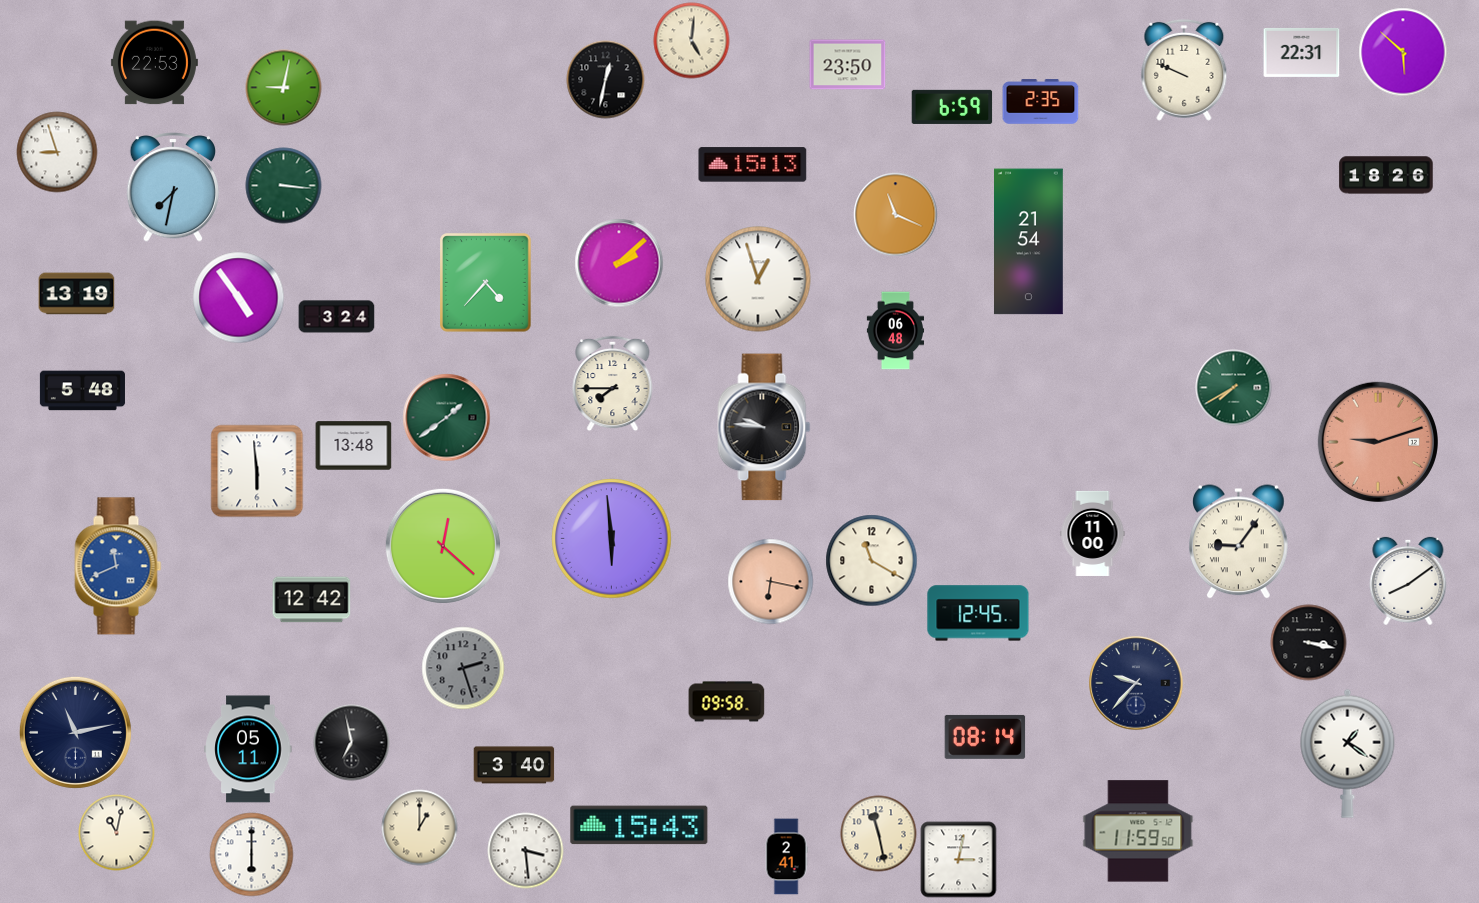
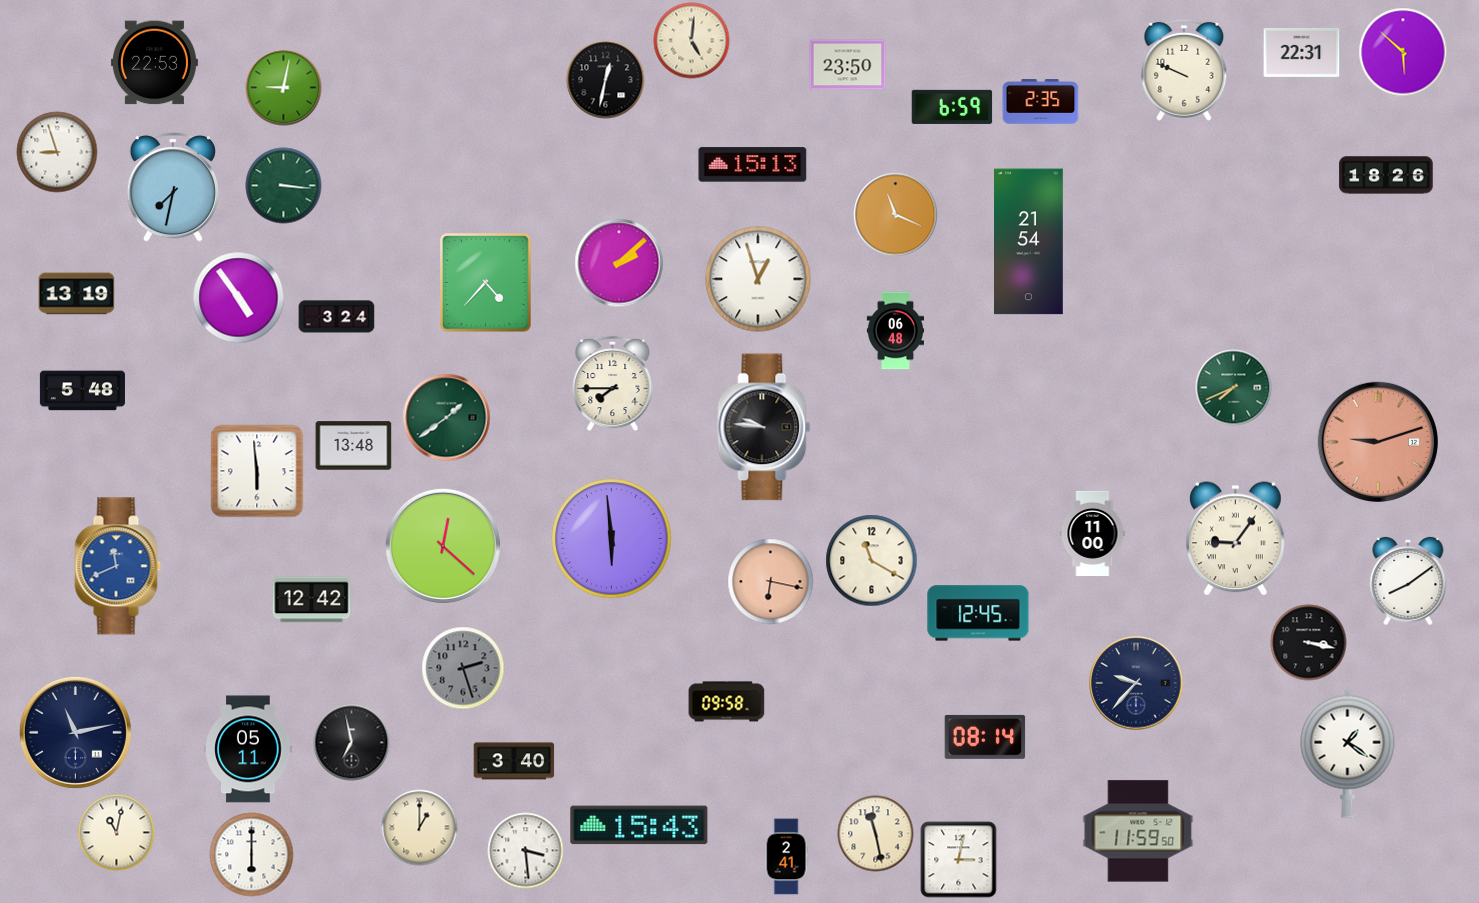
clock at (1234, 388): 7:40 -> 7:41
clock at (1239, 542) position: (1239, 542) -> (1236, 539)
clock at (514, 765) position: (514, 765) -> (514, 761)
clock at (879, 834) position: (879, 834) -> (876, 834)
